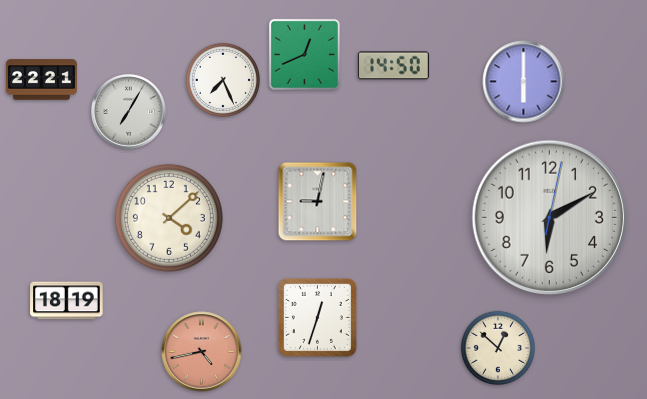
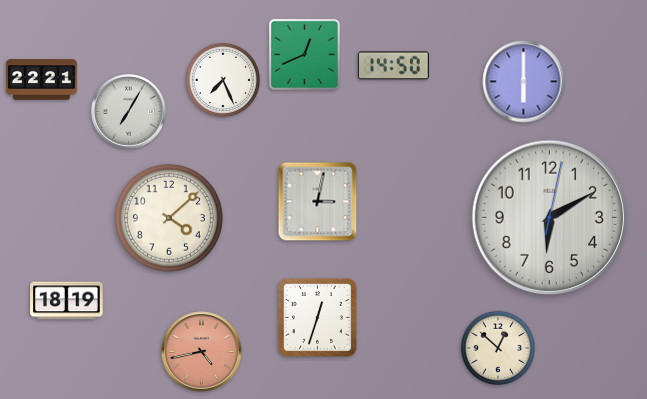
clock at (318, 202): 9:02 -> 3:02
